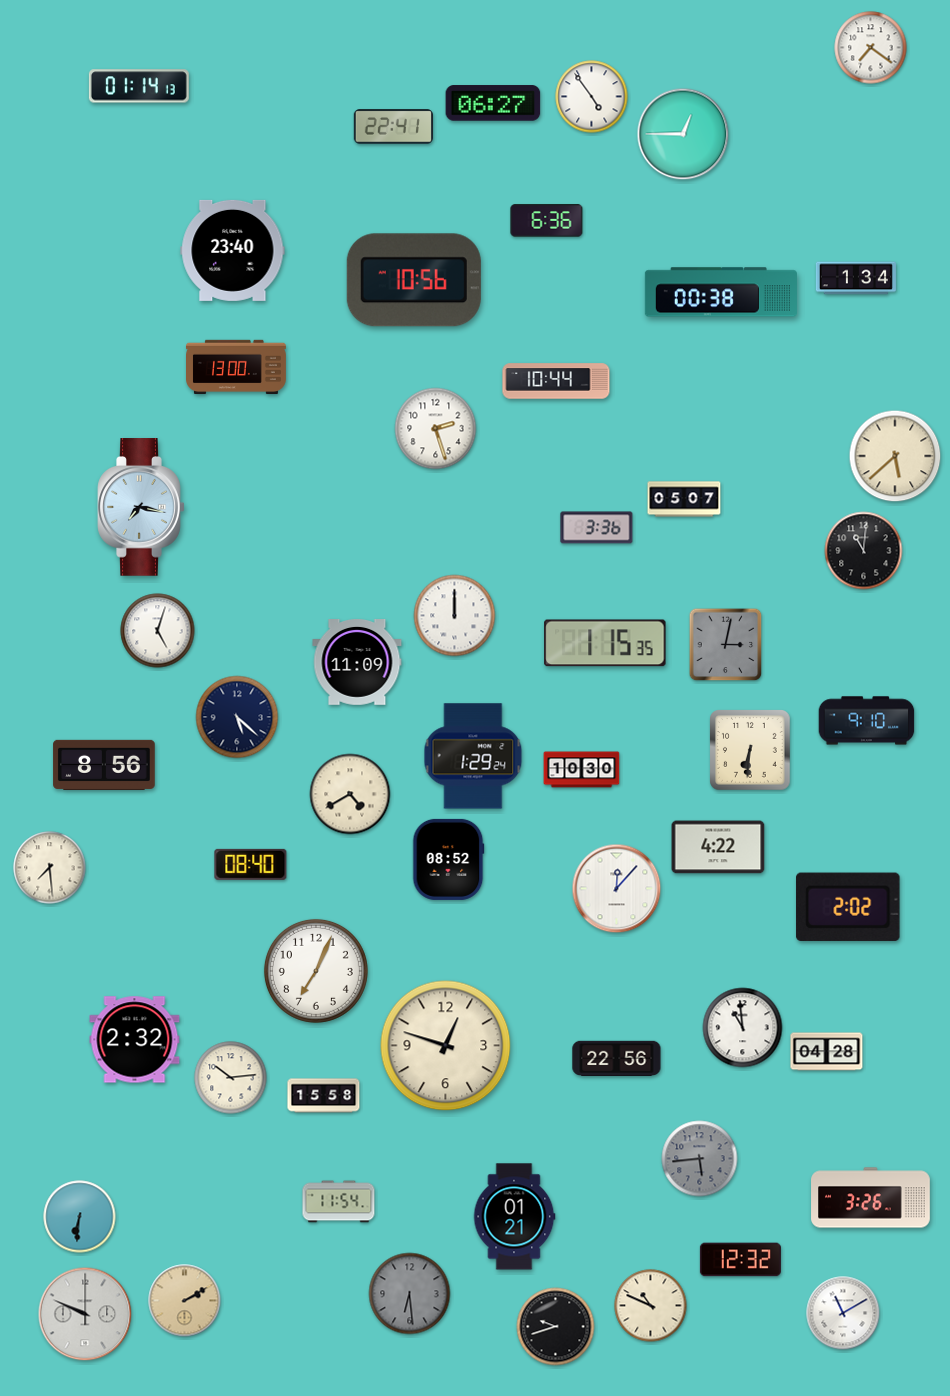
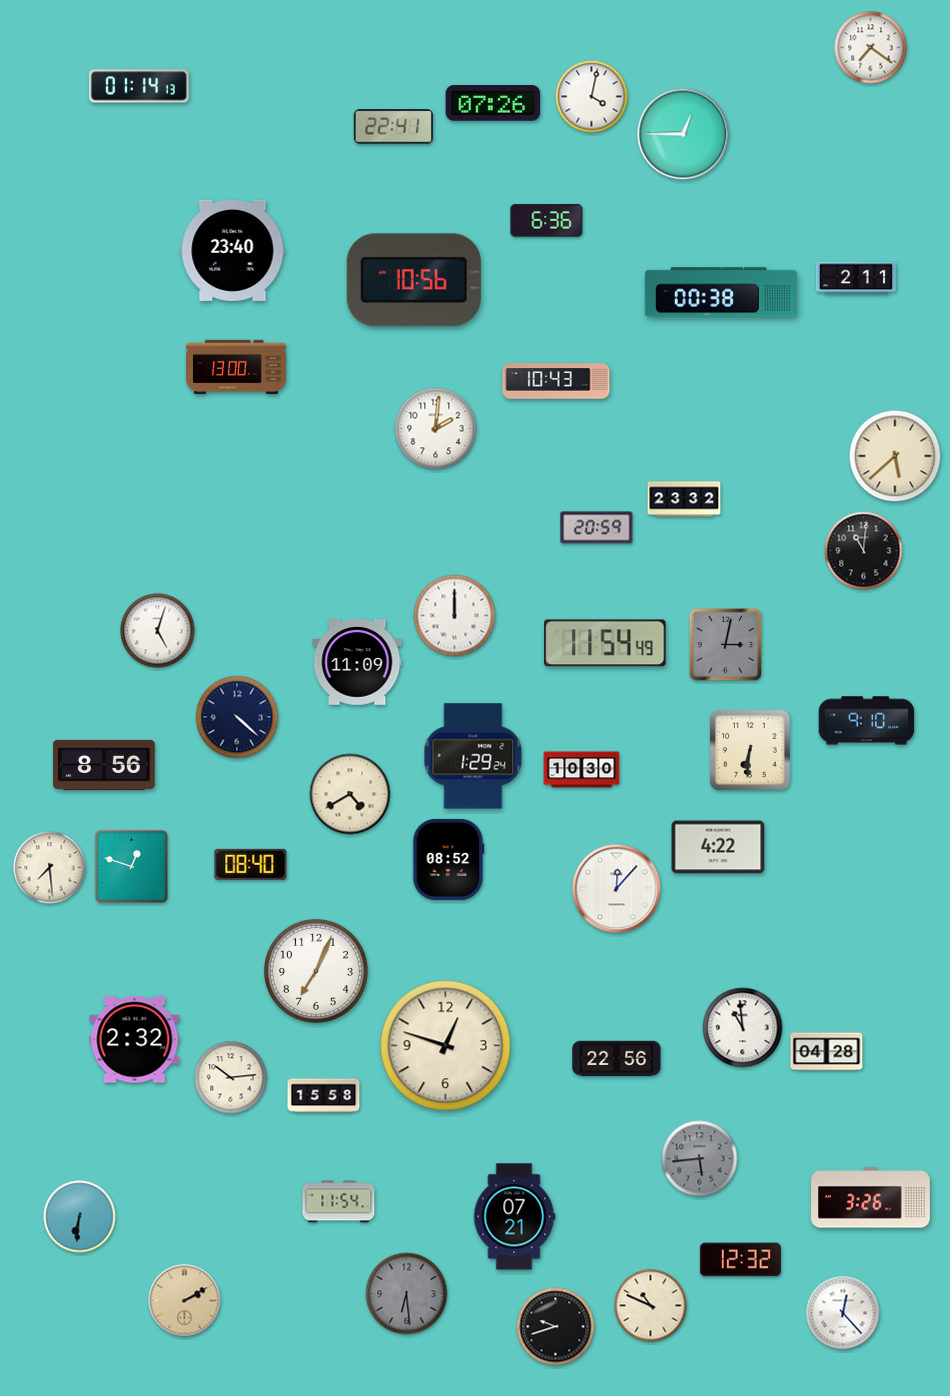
clock at (592, 97): 4:54 -> 4:02
clock at (493, 103): 06:27 -> 07:26
clock at (856, 278): 1:34 -> 2:11
clock at (556, 381): 10:44 -> 10:43
clock at (436, 429): 2:27 -> 2:01
clock at (684, 499): 05:07 -> 23:32
clock at (141, 507): 7:17 -> none
clock at (597, 528): 3:36 -> 20:59
clock at (605, 643): 1:15 -> 11:54
clock at (237, 717): 5:22 -> 4:22
clock at (131, 866): none -> 12:48
clock at (848, 907): 2:02 -> none
clock at (514, 1217): 01:21 -> 07:21
clock at (410, 1294) position: (410, 1294) -> (407, 1294)
clock at (843, 1313): 11:10 -> 12:23
clock at (85, 1314): 9:49 -> none
